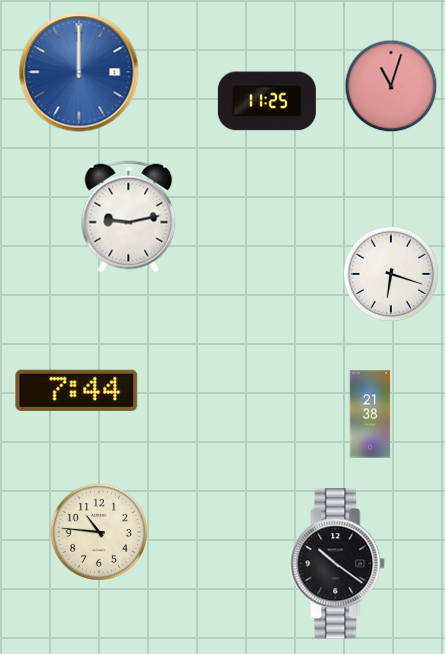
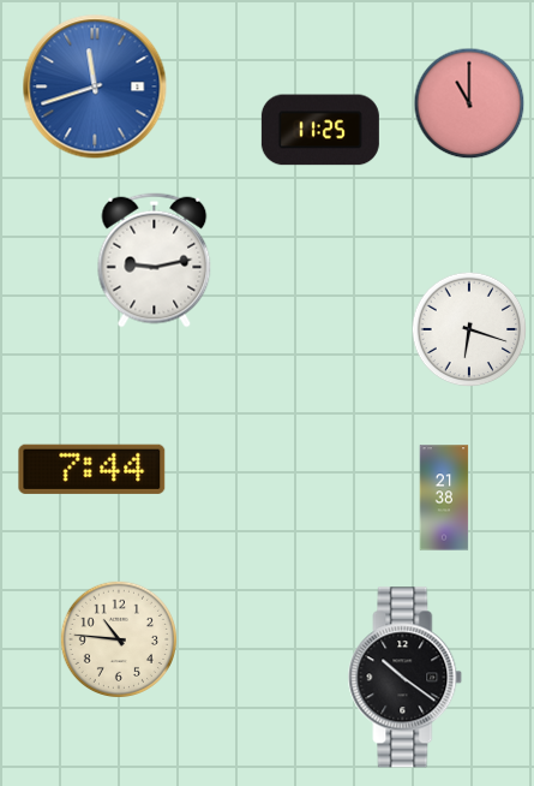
clock at (79, 72): 12:00 -> 11:42
clock at (391, 86): 11:03 -> 11:00
clock at (267, 101) position: (267, 101) -> (320, 130)
